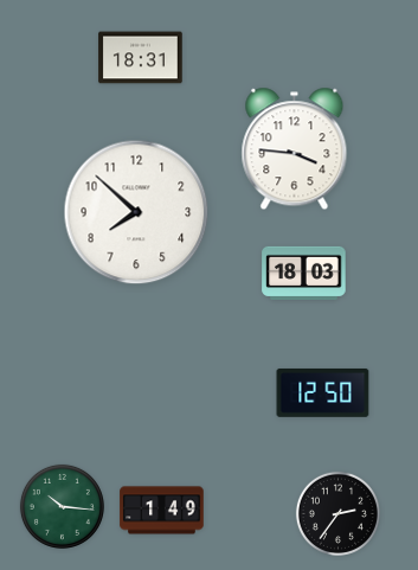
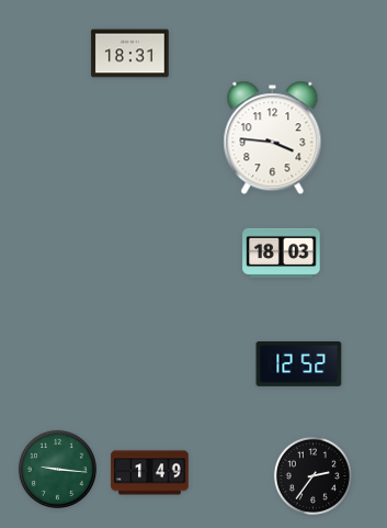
clock at (136, 212): 7:52 -> none
clock at (323, 393): 12:50 -> 12:52
clock at (62, 506): 10:16 -> 9:16
